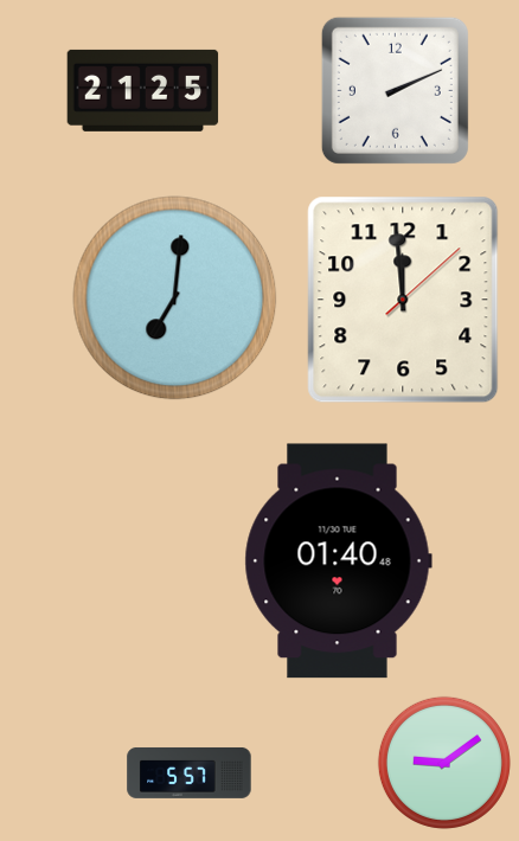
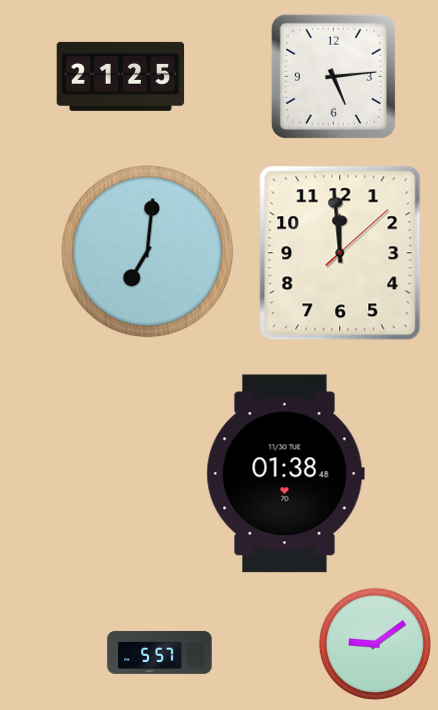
clock at (395, 90): 2:11 -> 5:14
clock at (338, 561): 01:40 -> 01:38
